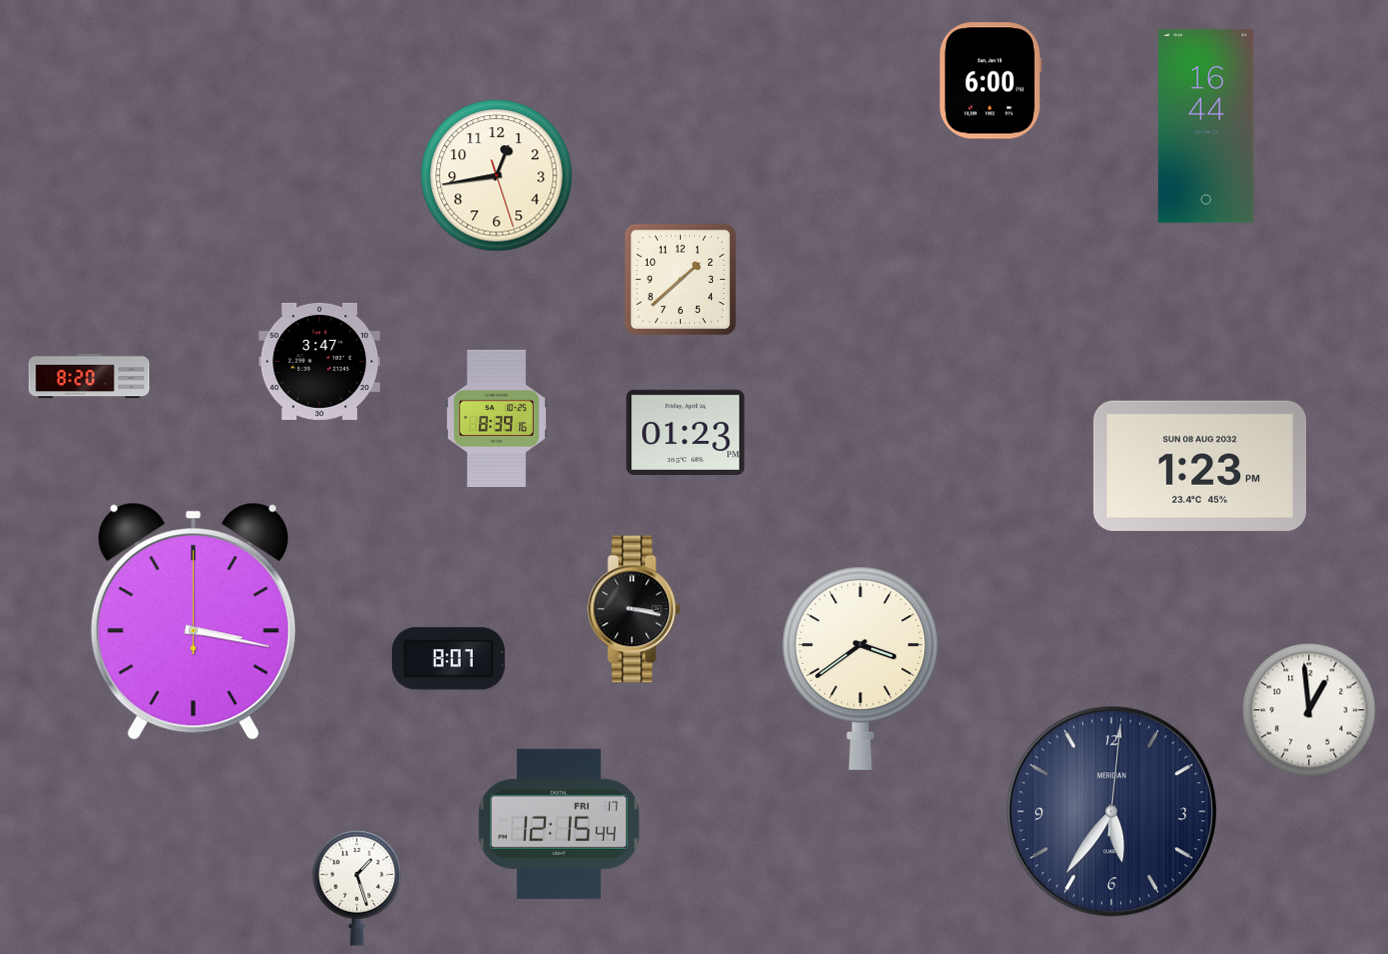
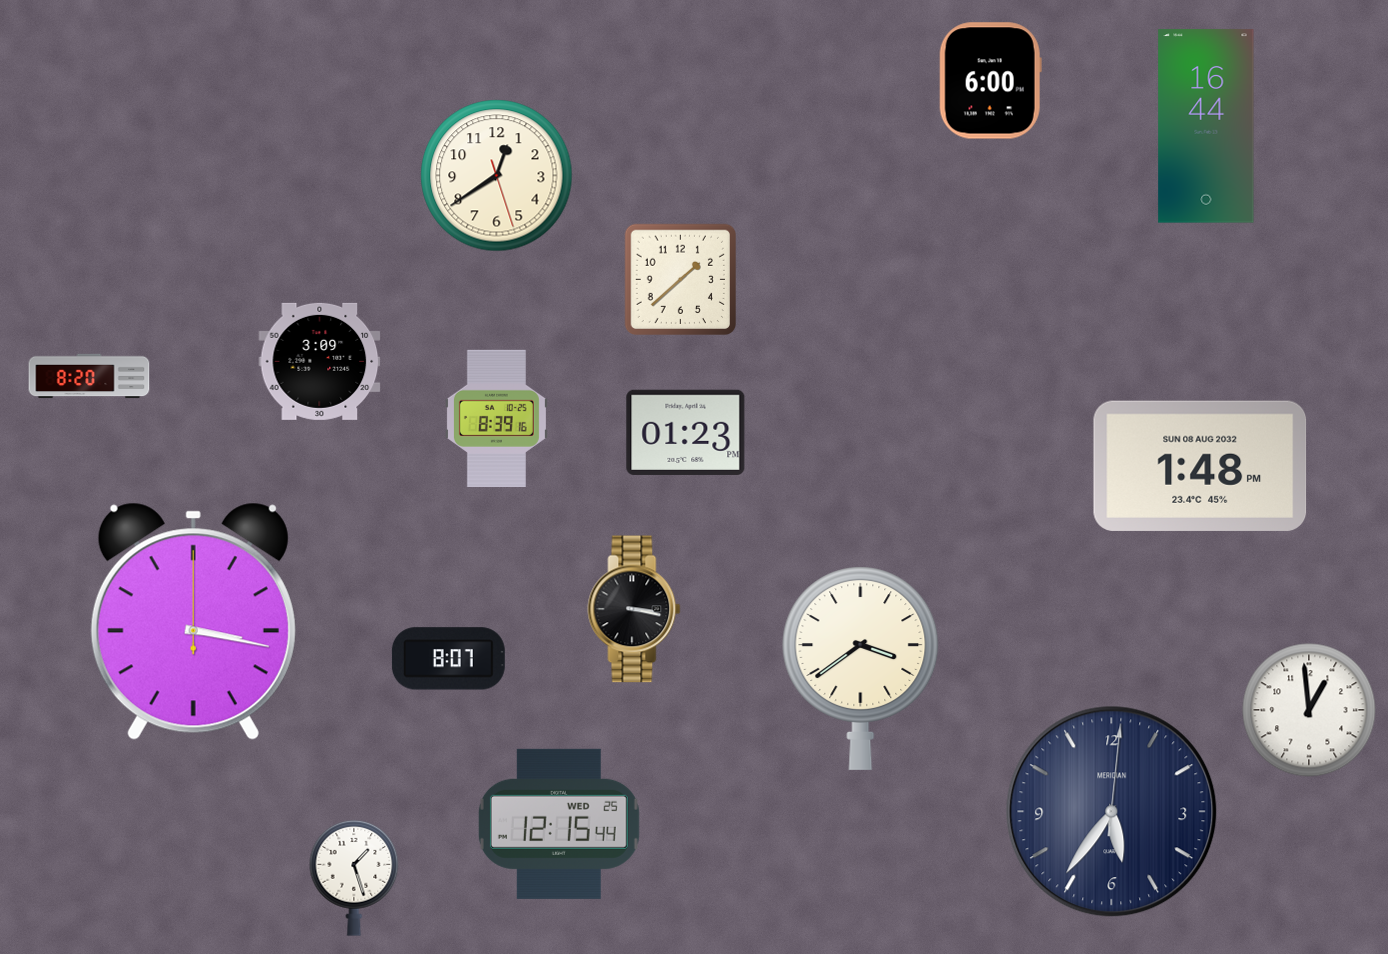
clock at (497, 176): 12:43 -> 12:39
clock at (320, 361): 3:47 -> 3:09
clock at (1200, 466): 1:23 -> 1:48
clock at (559, 824) date: FRI 17 -> WED 25
clock at (357, 888) position: (357, 888) -> (354, 878)
